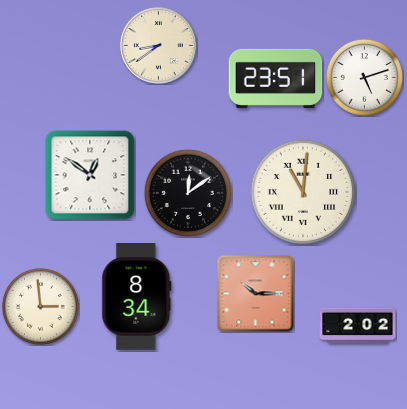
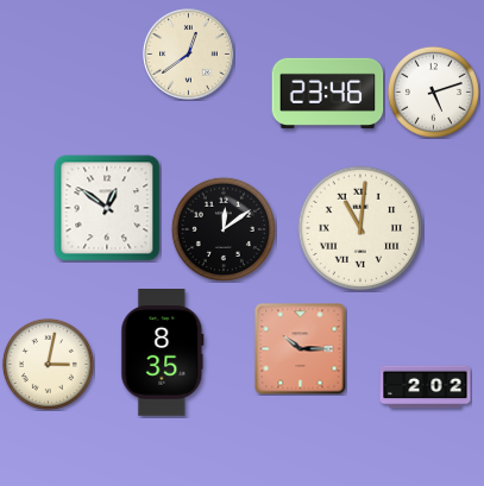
clock at (159, 46): 8:39 -> 12:39
clock at (276, 78): 23:51 -> 23:46
clock at (256, 294) position: (256, 294) -> (301, 349)
clock at (137, 297): 8:34 -> 8:35
clock at (40, 306): 2:59 -> 3:02
